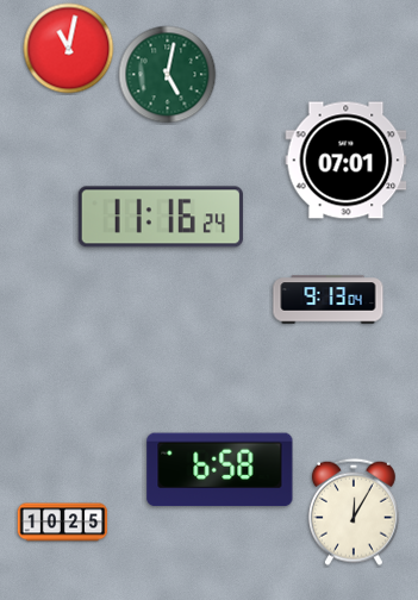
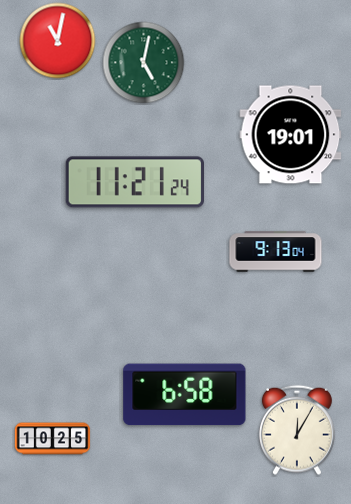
clock at (168, 75) position: (168, 75) -> (144, 63)
clock at (347, 161): 07:01 -> 19:01
clock at (160, 217): 11:16 -> 11:21
